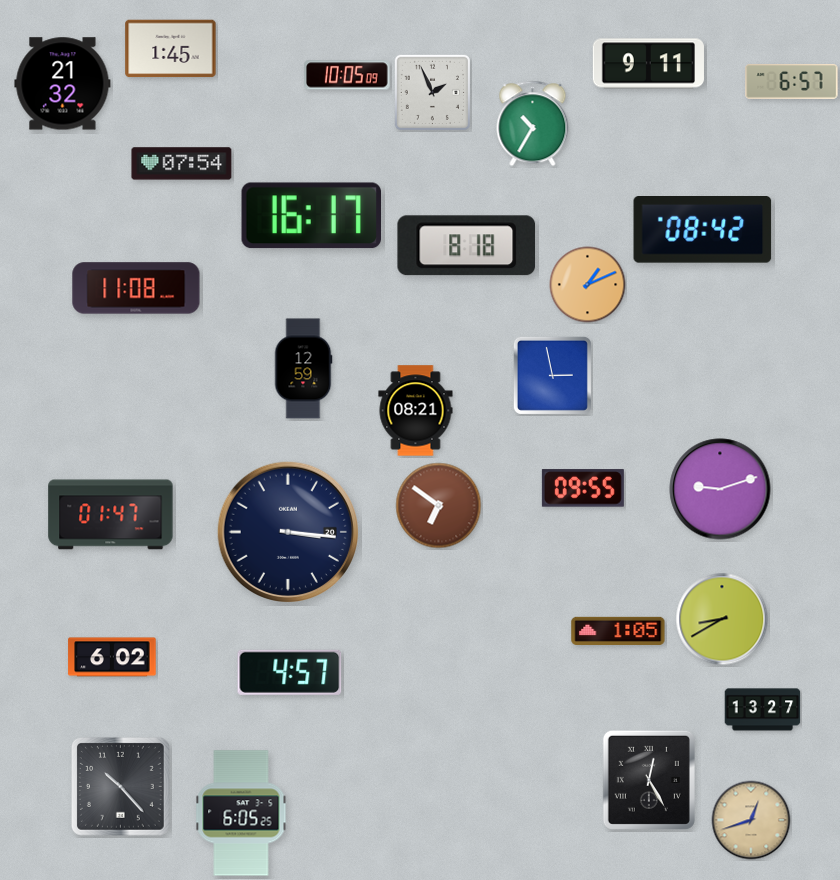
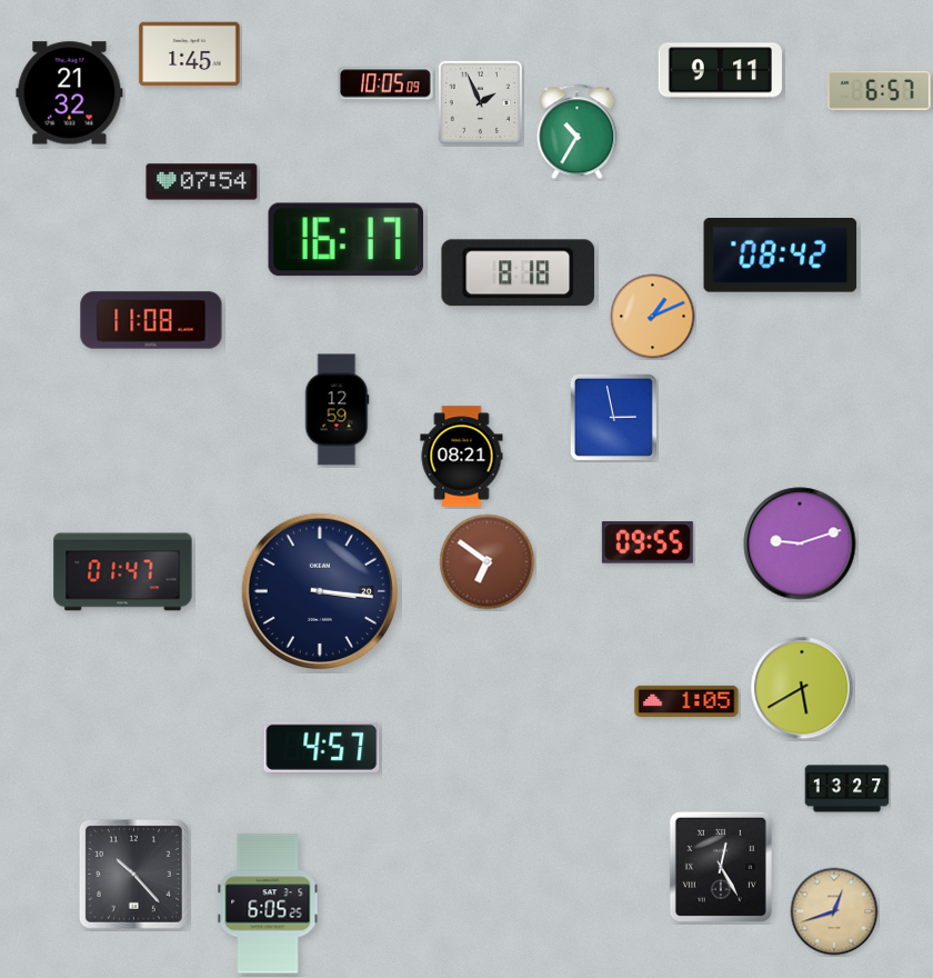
clock at (533, 124) position: (533, 124) -> (578, 132)
clock at (722, 619): 8:40 -> 5:40
clock at (112, 657): 6:02 -> none
